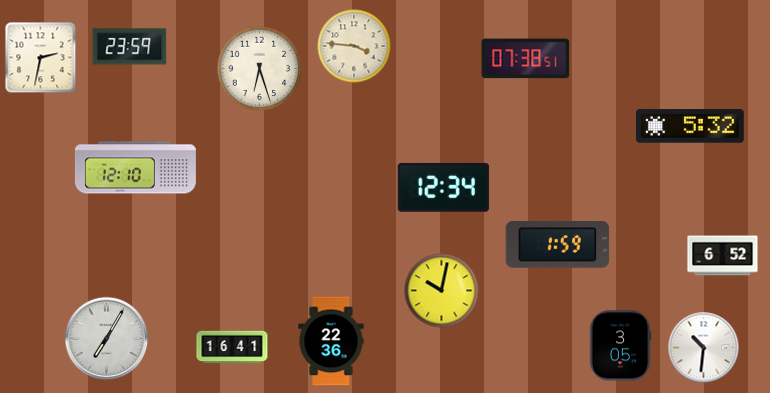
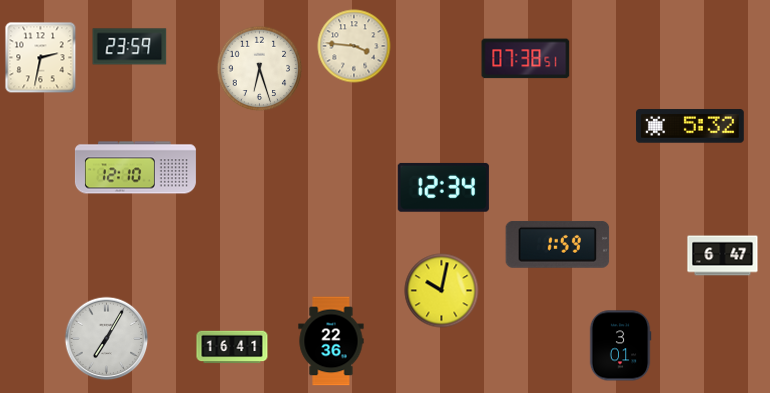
clock at (723, 256): 6:52 -> 6:47
clock at (620, 346): 3:05 -> 3:01
clock at (704, 348): 10:31 -> none
